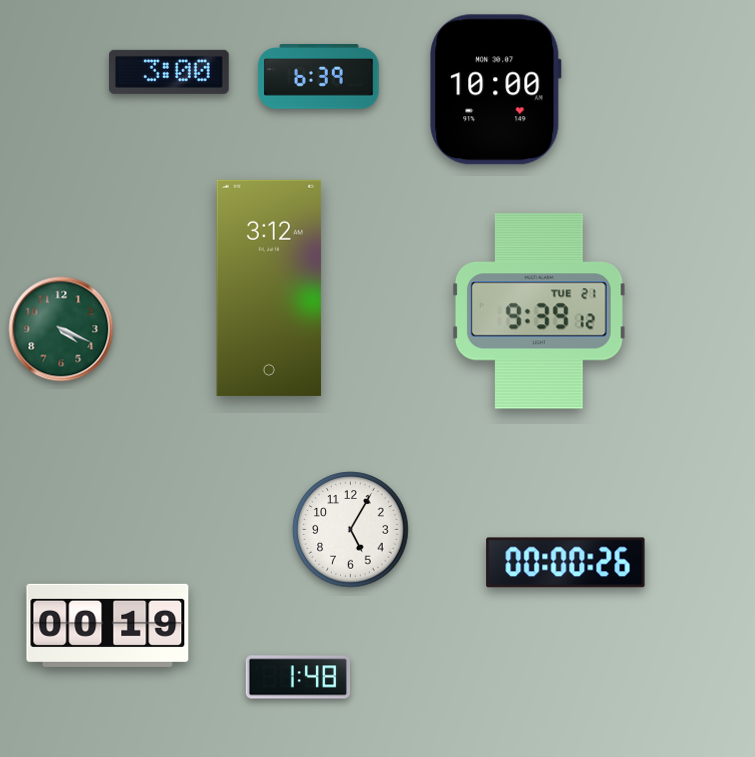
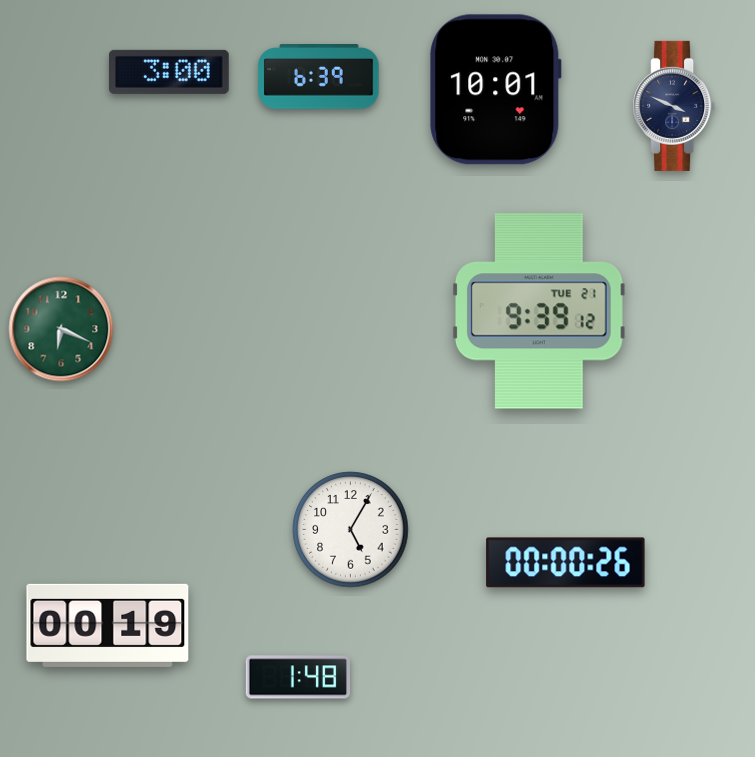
clock at (496, 90): 10:00 -> 10:01
clock at (674, 106): none -> 3:49
clock at (269, 288): 3:12 -> none
clock at (61, 329): 4:19 -> 6:19
